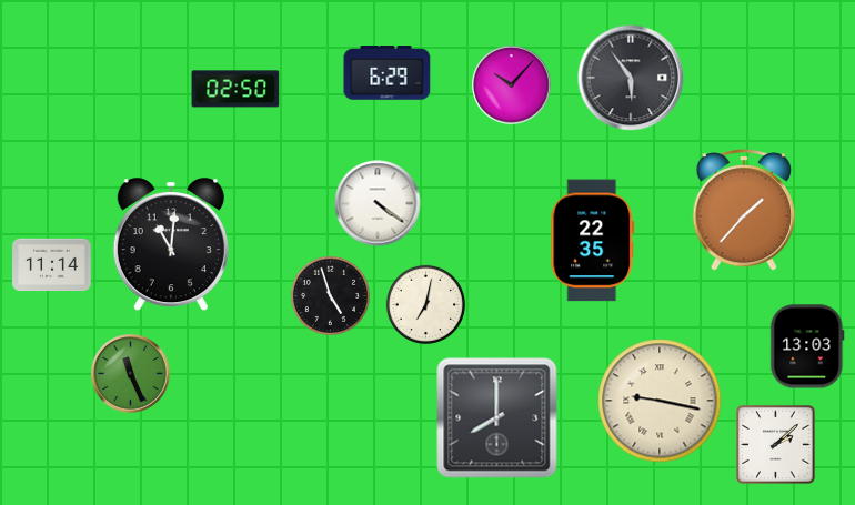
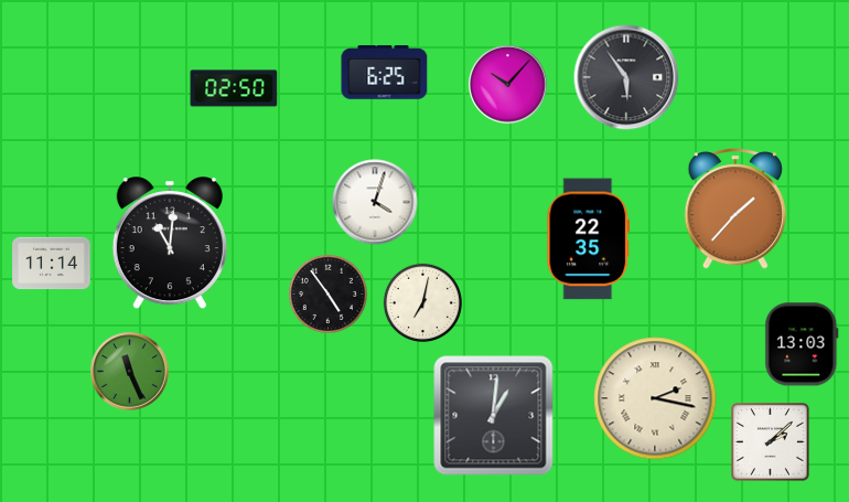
clock at (388, 73): 6:29 -> 6:25
clock at (378, 203): 4:21 -> 4:03
clock at (744, 211) position: (744, 211) -> (735, 210)
clock at (330, 295): 4:57 -> 4:54
clock at (660, 401): 9:17 -> 2:17
clock at (497, 418): 8:00 -> 1:01
